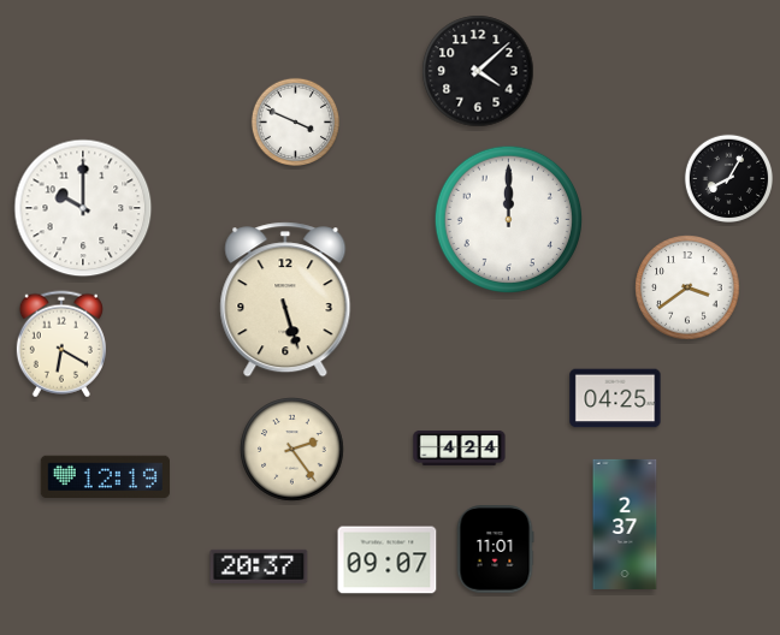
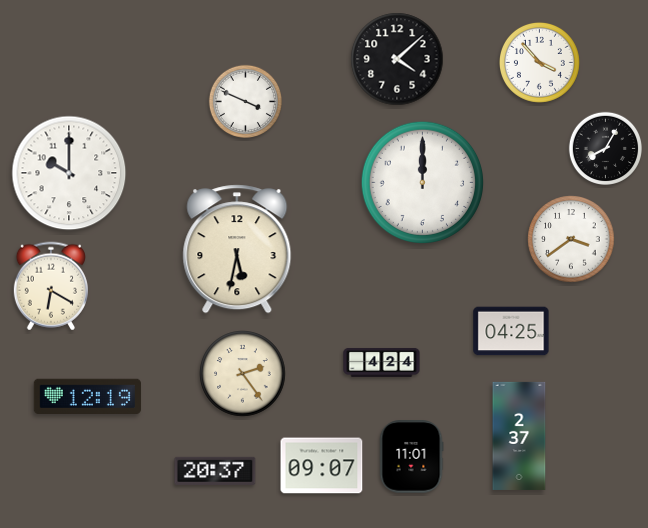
clock at (539, 62): none -> 3:53
clock at (285, 299): 5:27 -> 5:32
clock at (460, 447) position: (460, 447) -> (382, 362)
